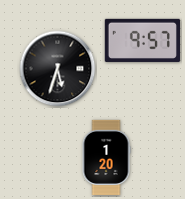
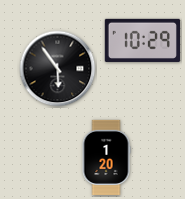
clock at (142, 40): 9:57 -> 10:29
clock at (58, 69): 5:33 -> 5:54
